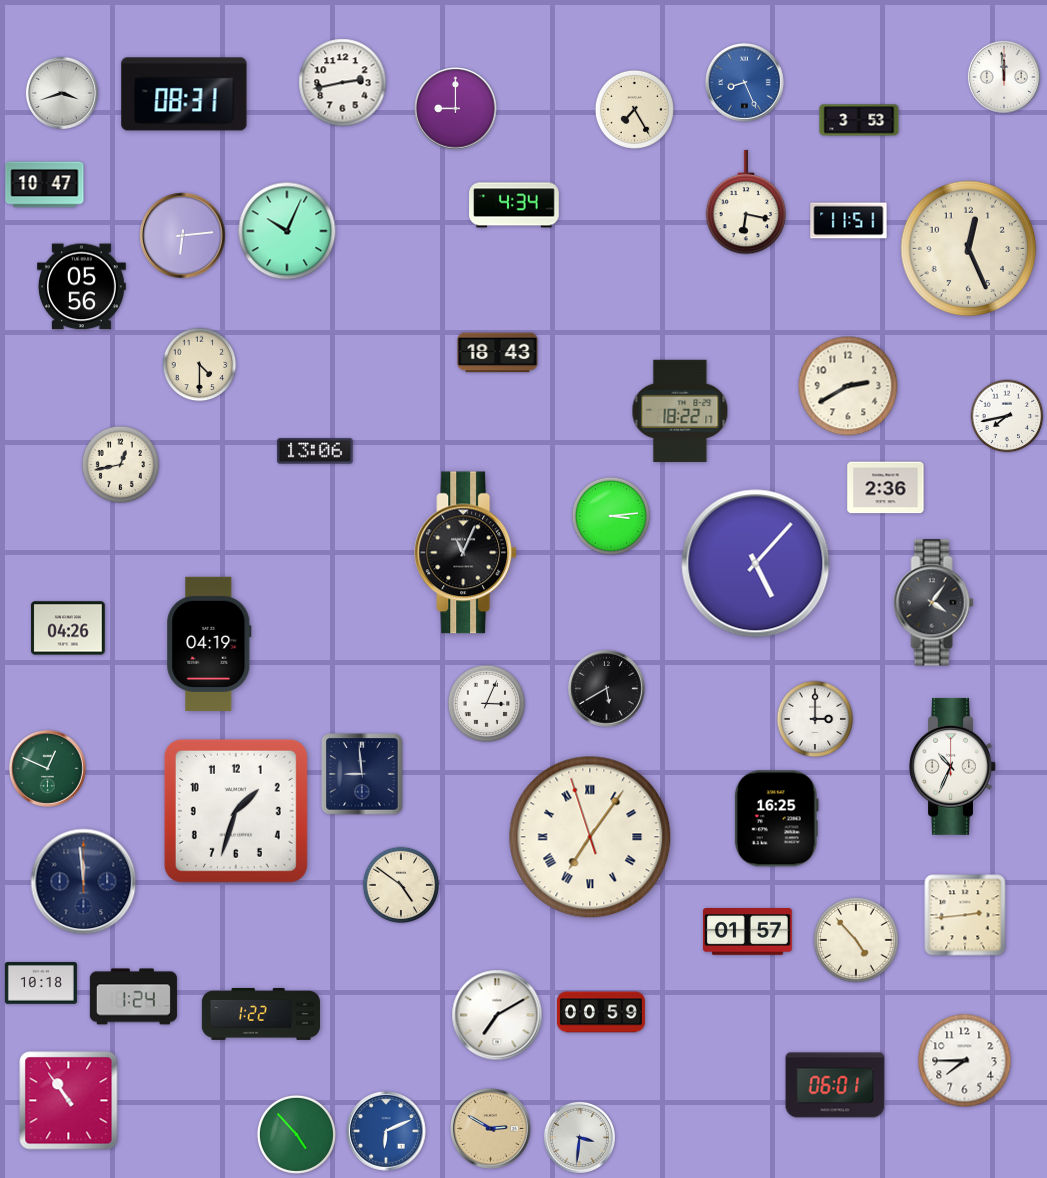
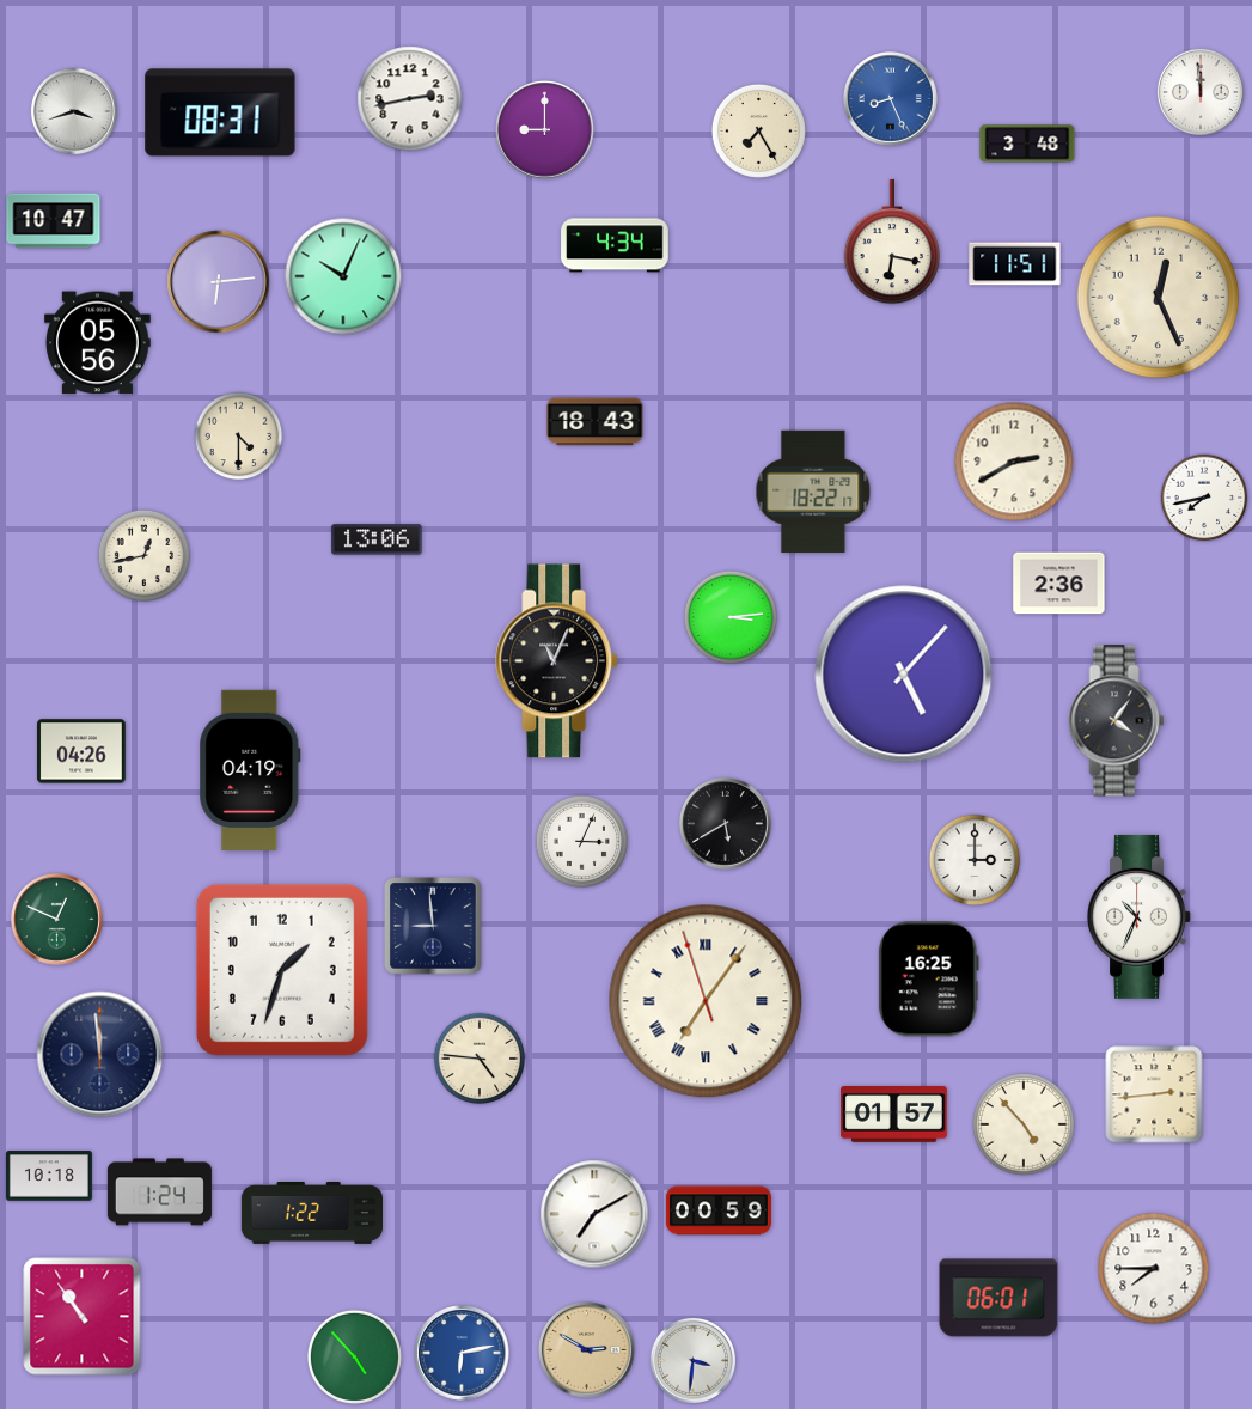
clock at (859, 120): 3:53 -> 3:48
clock at (401, 885): 4:51 -> 4:46
clock at (386, 1131): 6:11 -> 6:13
